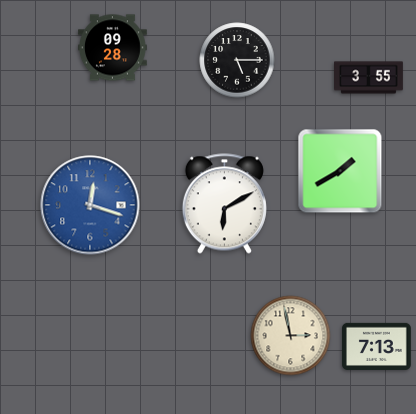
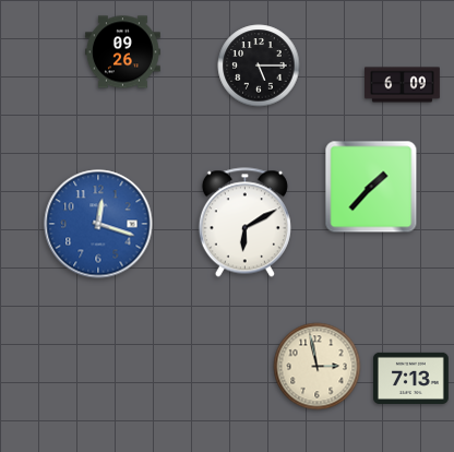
clock at (113, 48): 09:28 -> 09:26
clock at (369, 78): 3:55 -> 6:09
clock at (340, 171): 1:40 -> 1:37
